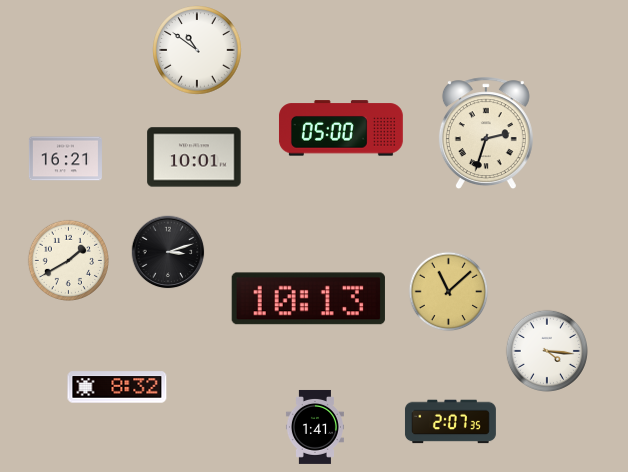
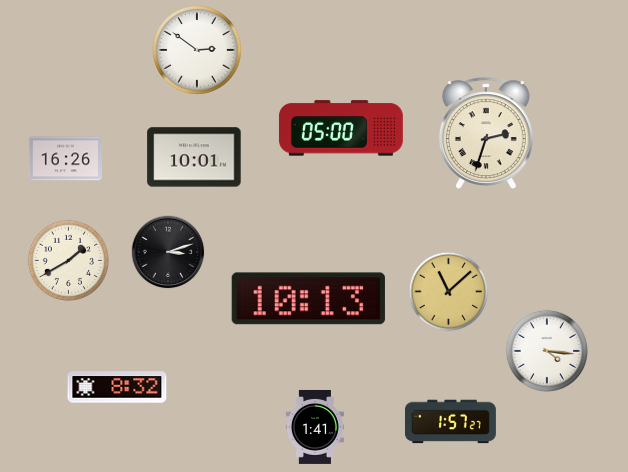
clock at (197, 50): 10:51 -> 2:51
clock at (65, 159): 16:21 -> 16:26
clock at (451, 422): 2:07 -> 1:57
